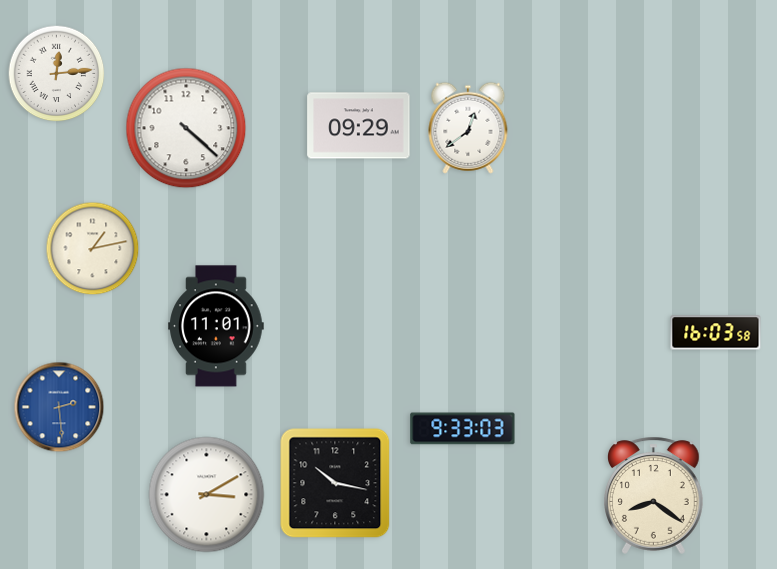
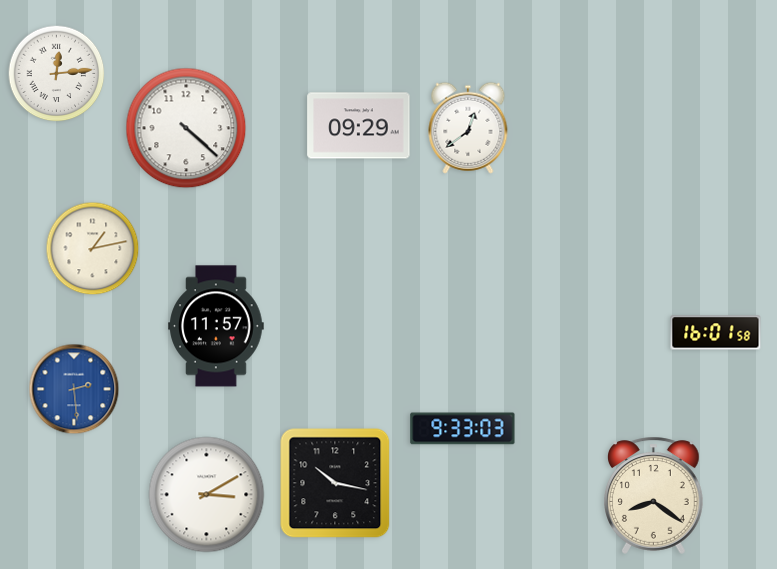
clock at (216, 326): 11:01 -> 11:57
clock at (716, 333): 16:03 -> 16:01
clock at (59, 407) position: (59, 407) -> (74, 389)
